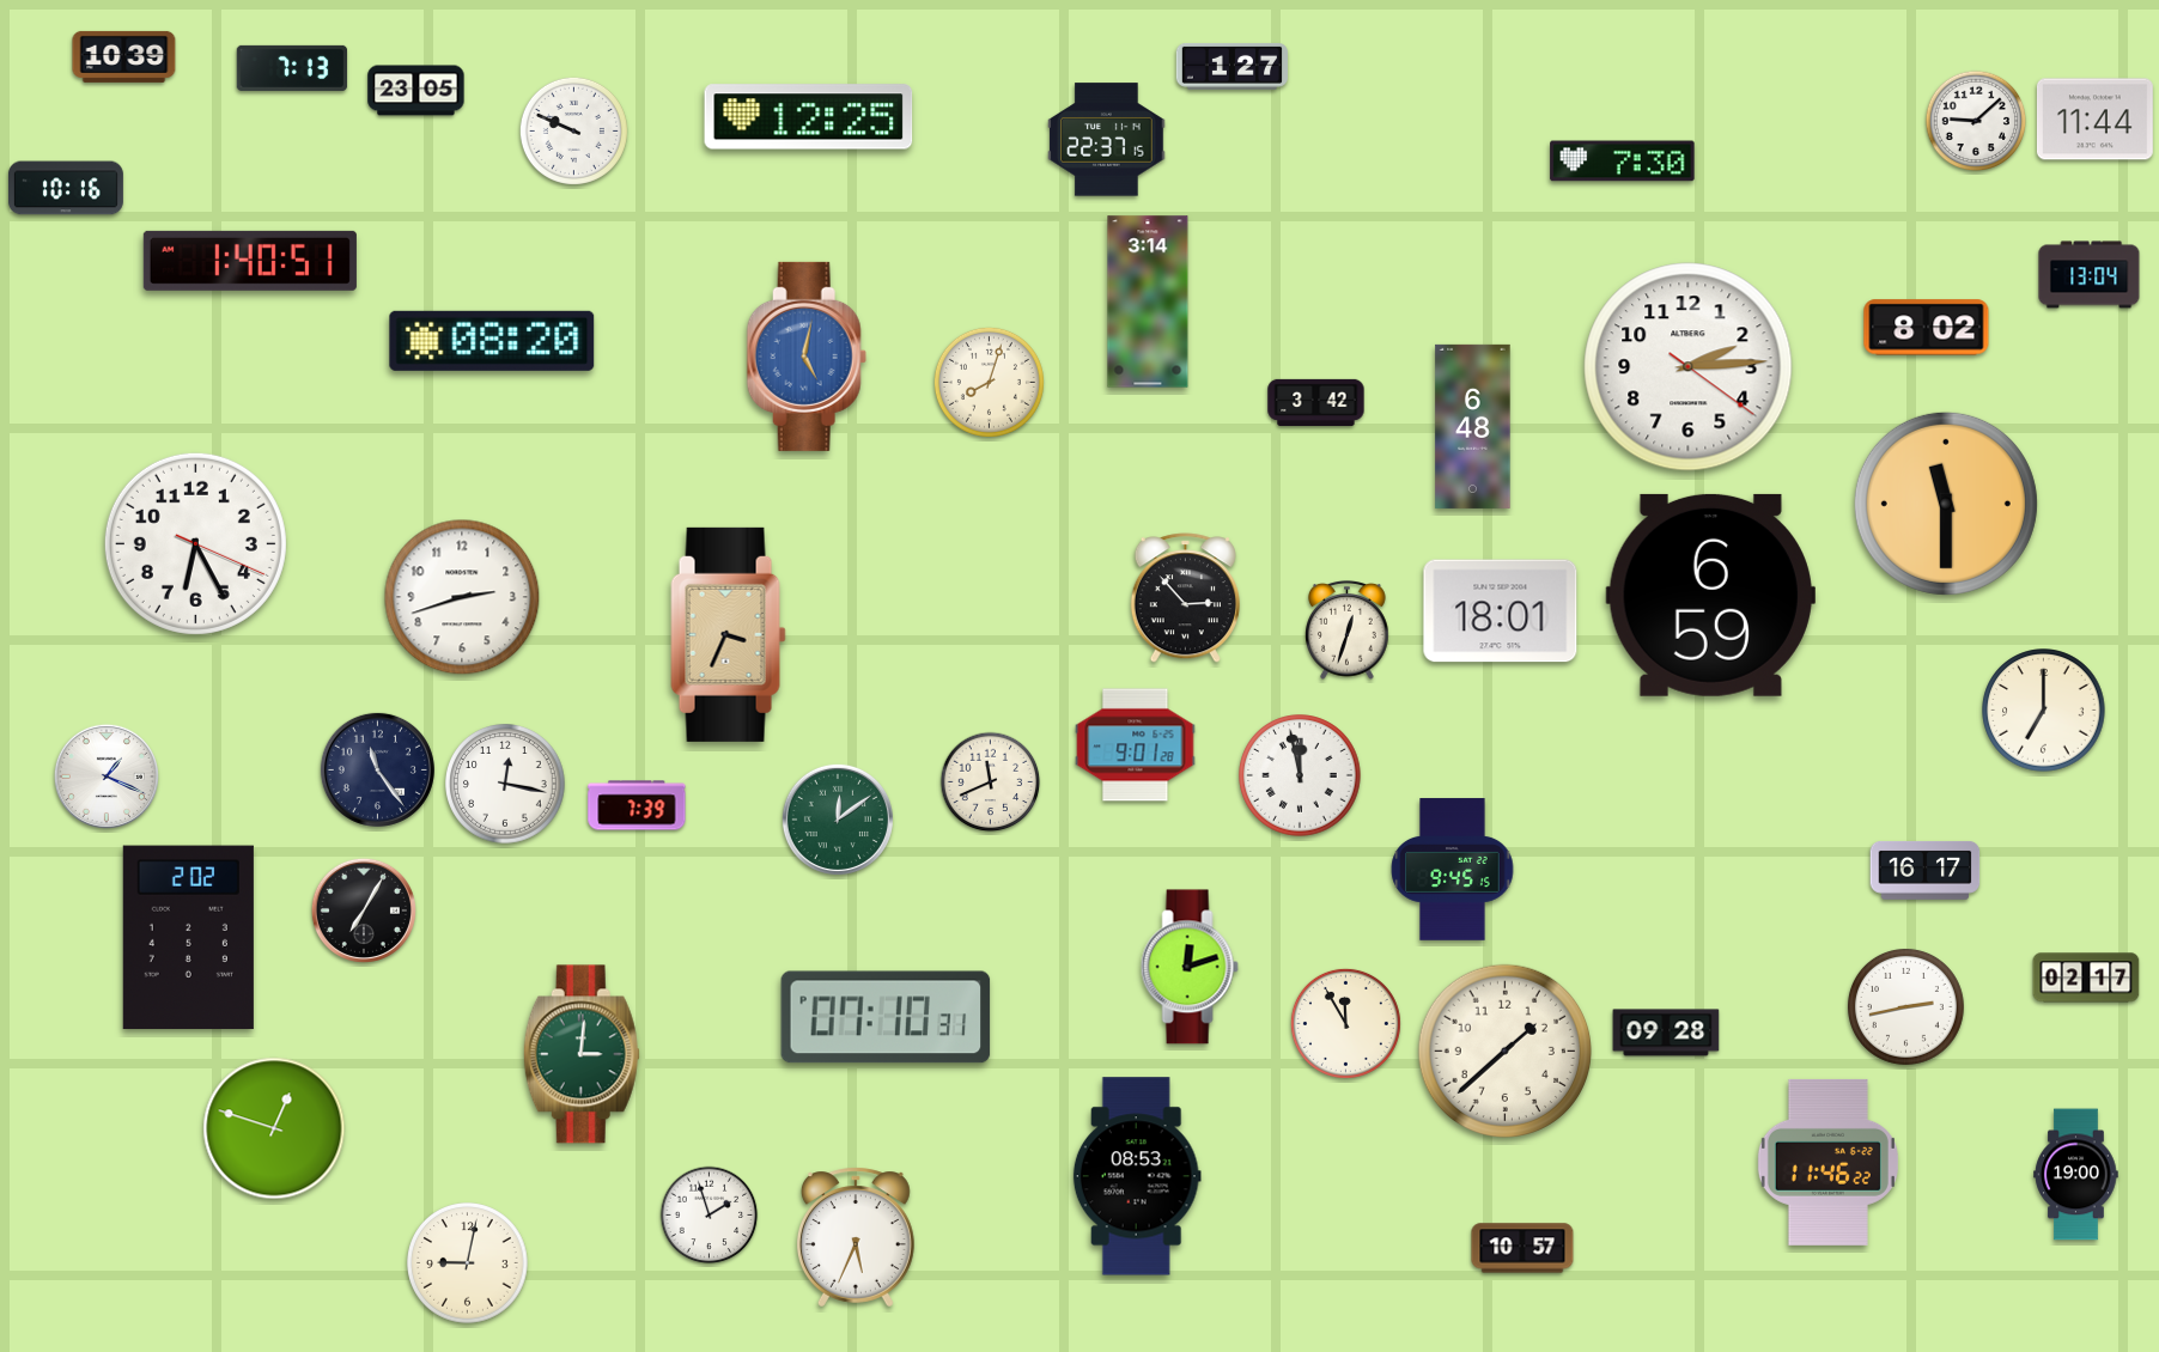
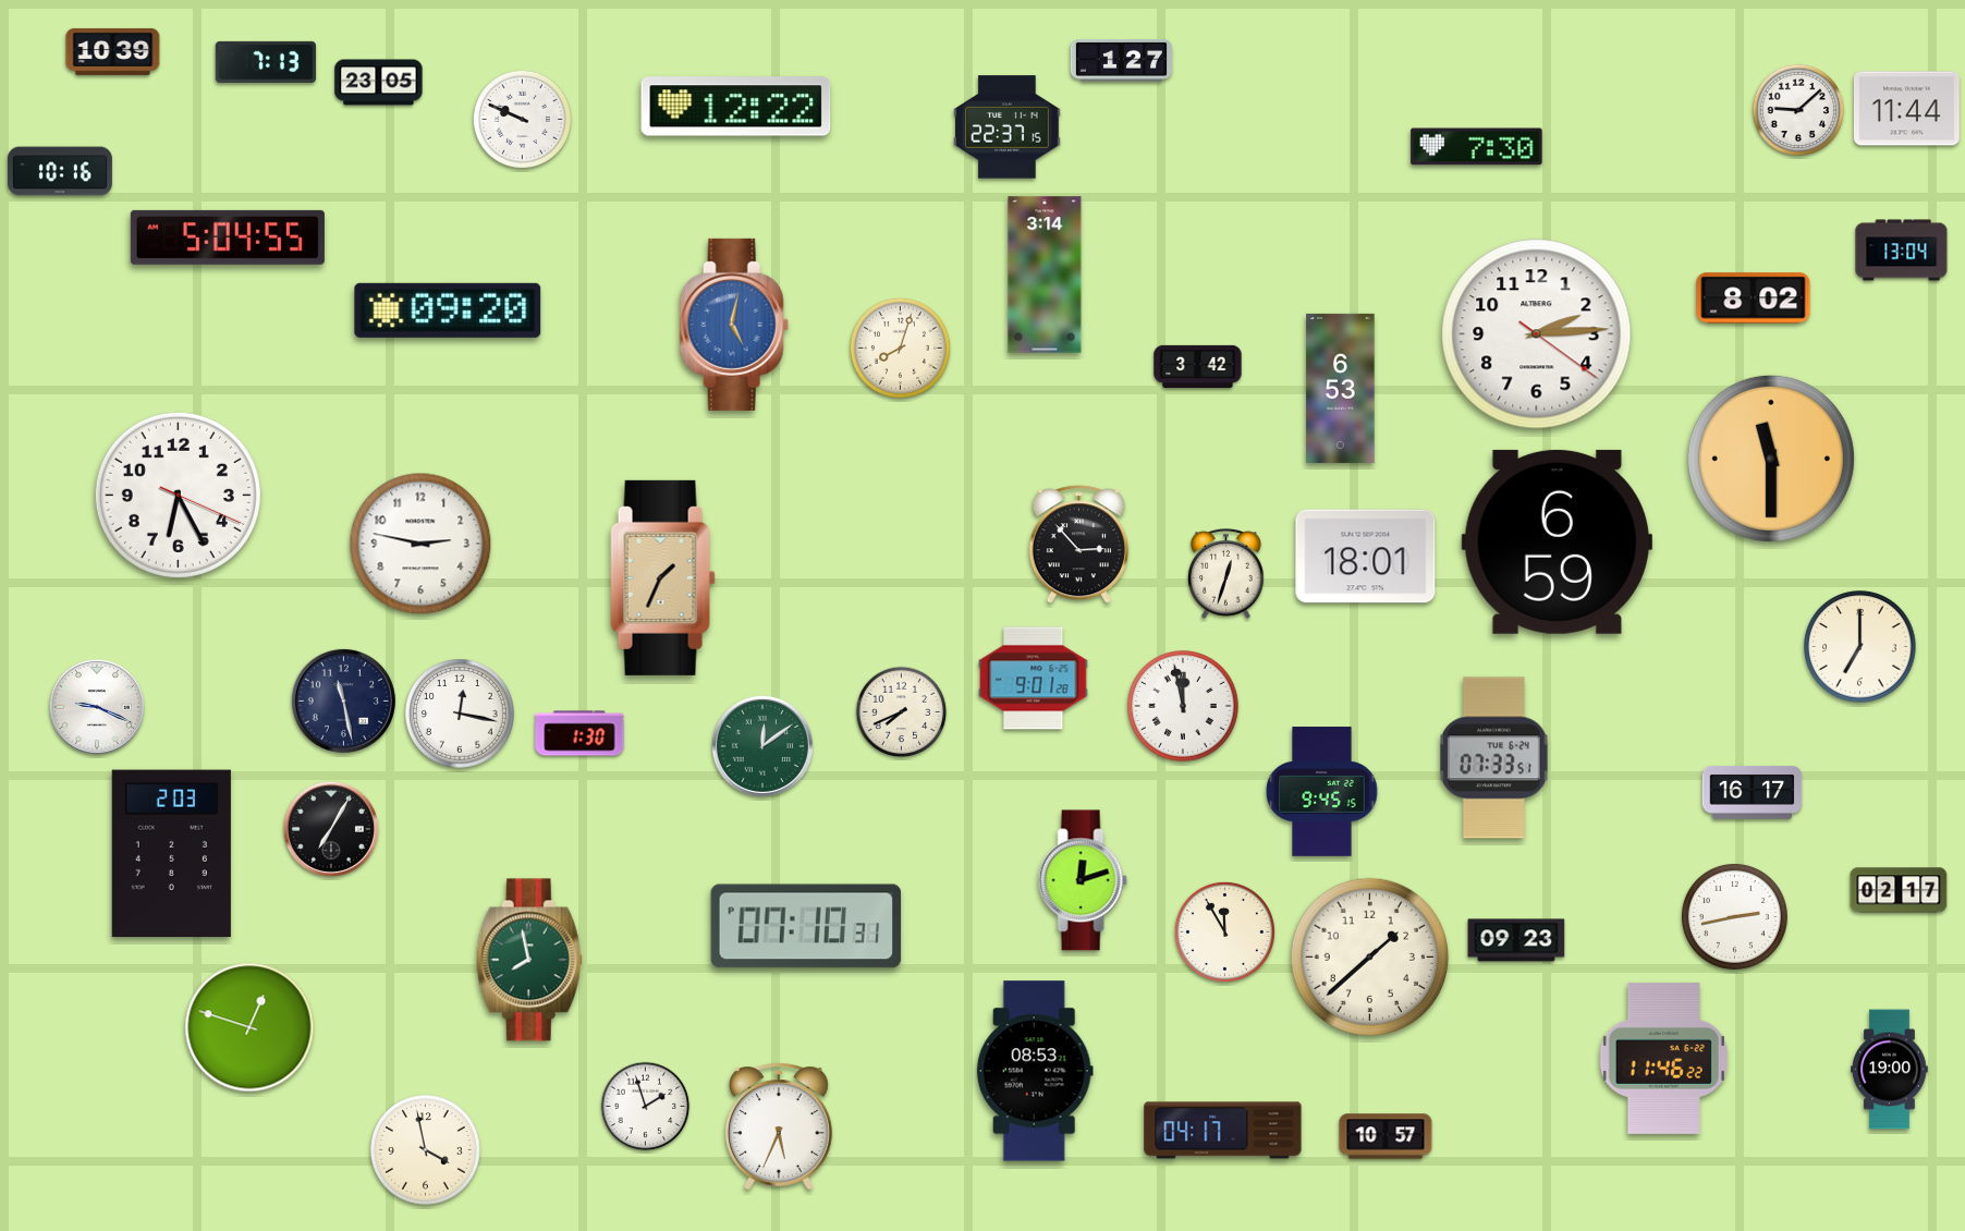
clock at (809, 117): 12:25 -> 12:22
clock at (250, 261): 1:40 -> 5:04
clock at (492, 341): 08:20 -> 09:20
clock at (1473, 426): 6:48 -> 6:53
clock at (462, 597): 2:42 -> 2:47
clock at (729, 634): 3:34 -> 1:34
clock at (377, 769): 11:24 -> 11:28
clock at (107, 777): 1:19 -> 9:19
clock at (991, 782): 11:41 -> 7:41
clock at (637, 805): 7:39 -> 1:30
clock at (1493, 758): none -> 07:33
clock at (188, 938): 2:02 -> 2:03
clock at (1666, 1033): 09:28 -> 09:23
clock at (582, 1054): 3:01 -> 7:58
clock at (1223, 1131): none -> 04:17
clock at (468, 1263): 9:02 -> 3:58
